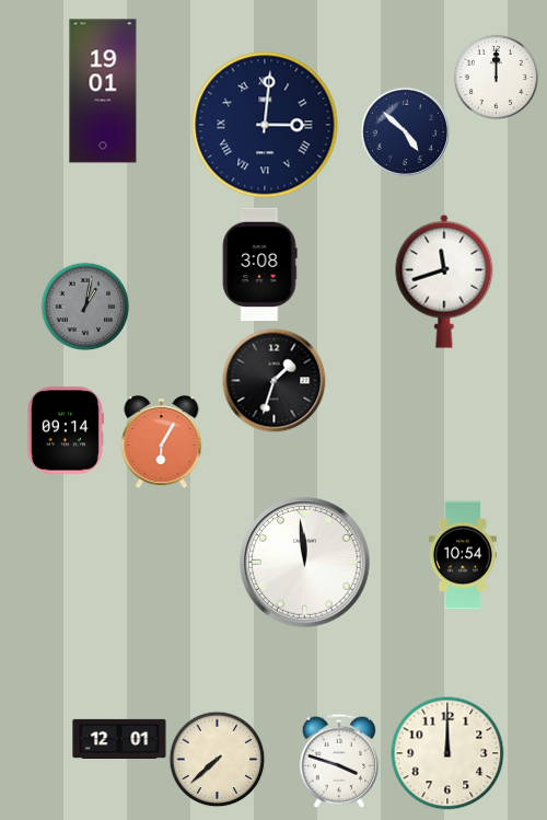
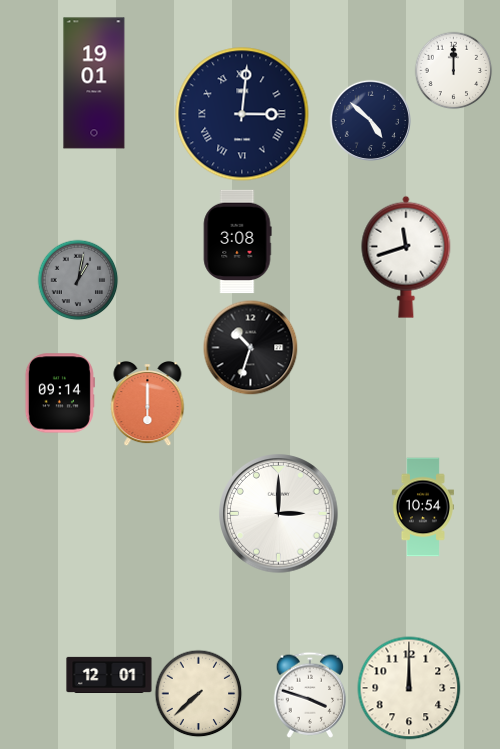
clock at (273, 380): 1:33 -> 10:33
clock at (162, 441): 6:05 -> 6:00
clock at (305, 563): 11:59 -> 3:00
